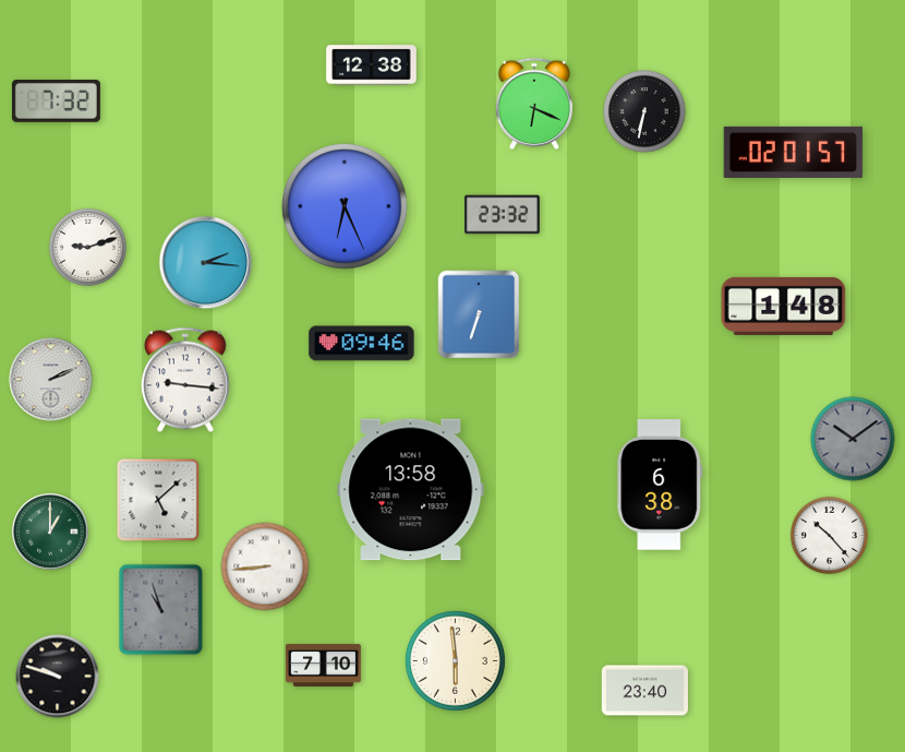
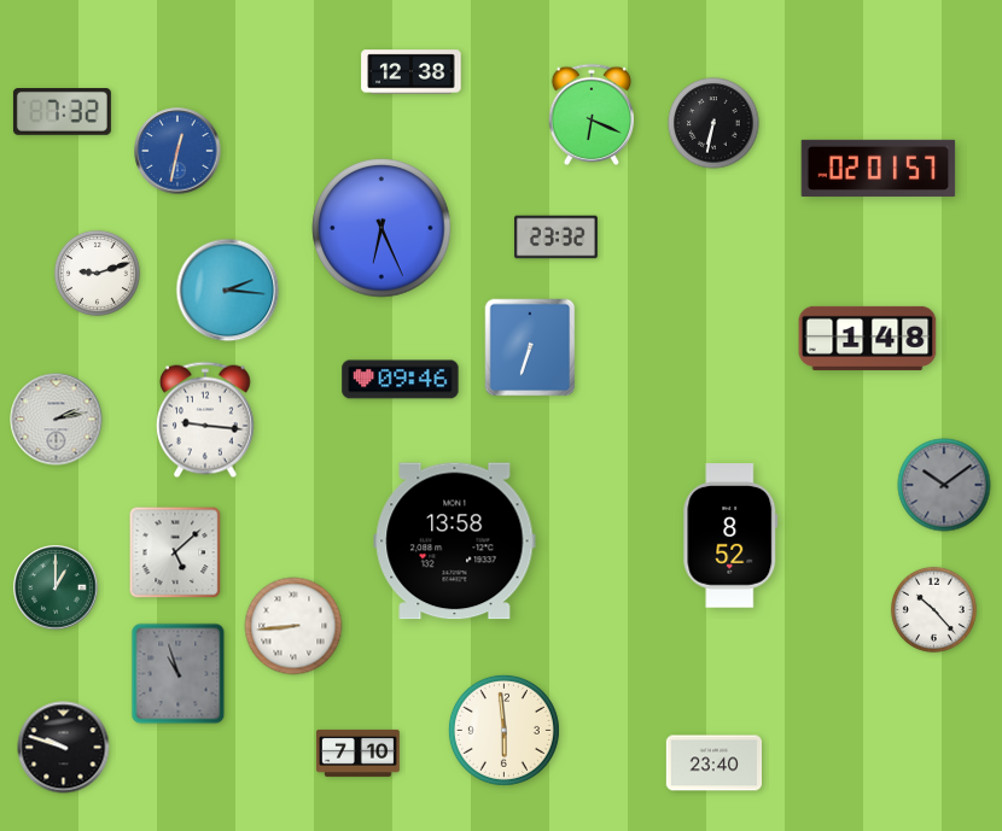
clock at (177, 151): none -> 12:32
clock at (51, 380): 2:11 -> 2:13
clock at (660, 485): 6:38 -> 8:52
clock at (829, 535) position: (829, 535) -> (933, 609)
clock at (324, 665) position: (324, 665) -> (359, 753)
